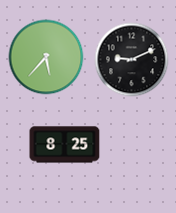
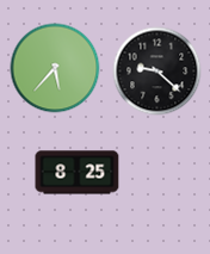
clock at (132, 60): 9:11 -> 9:22
